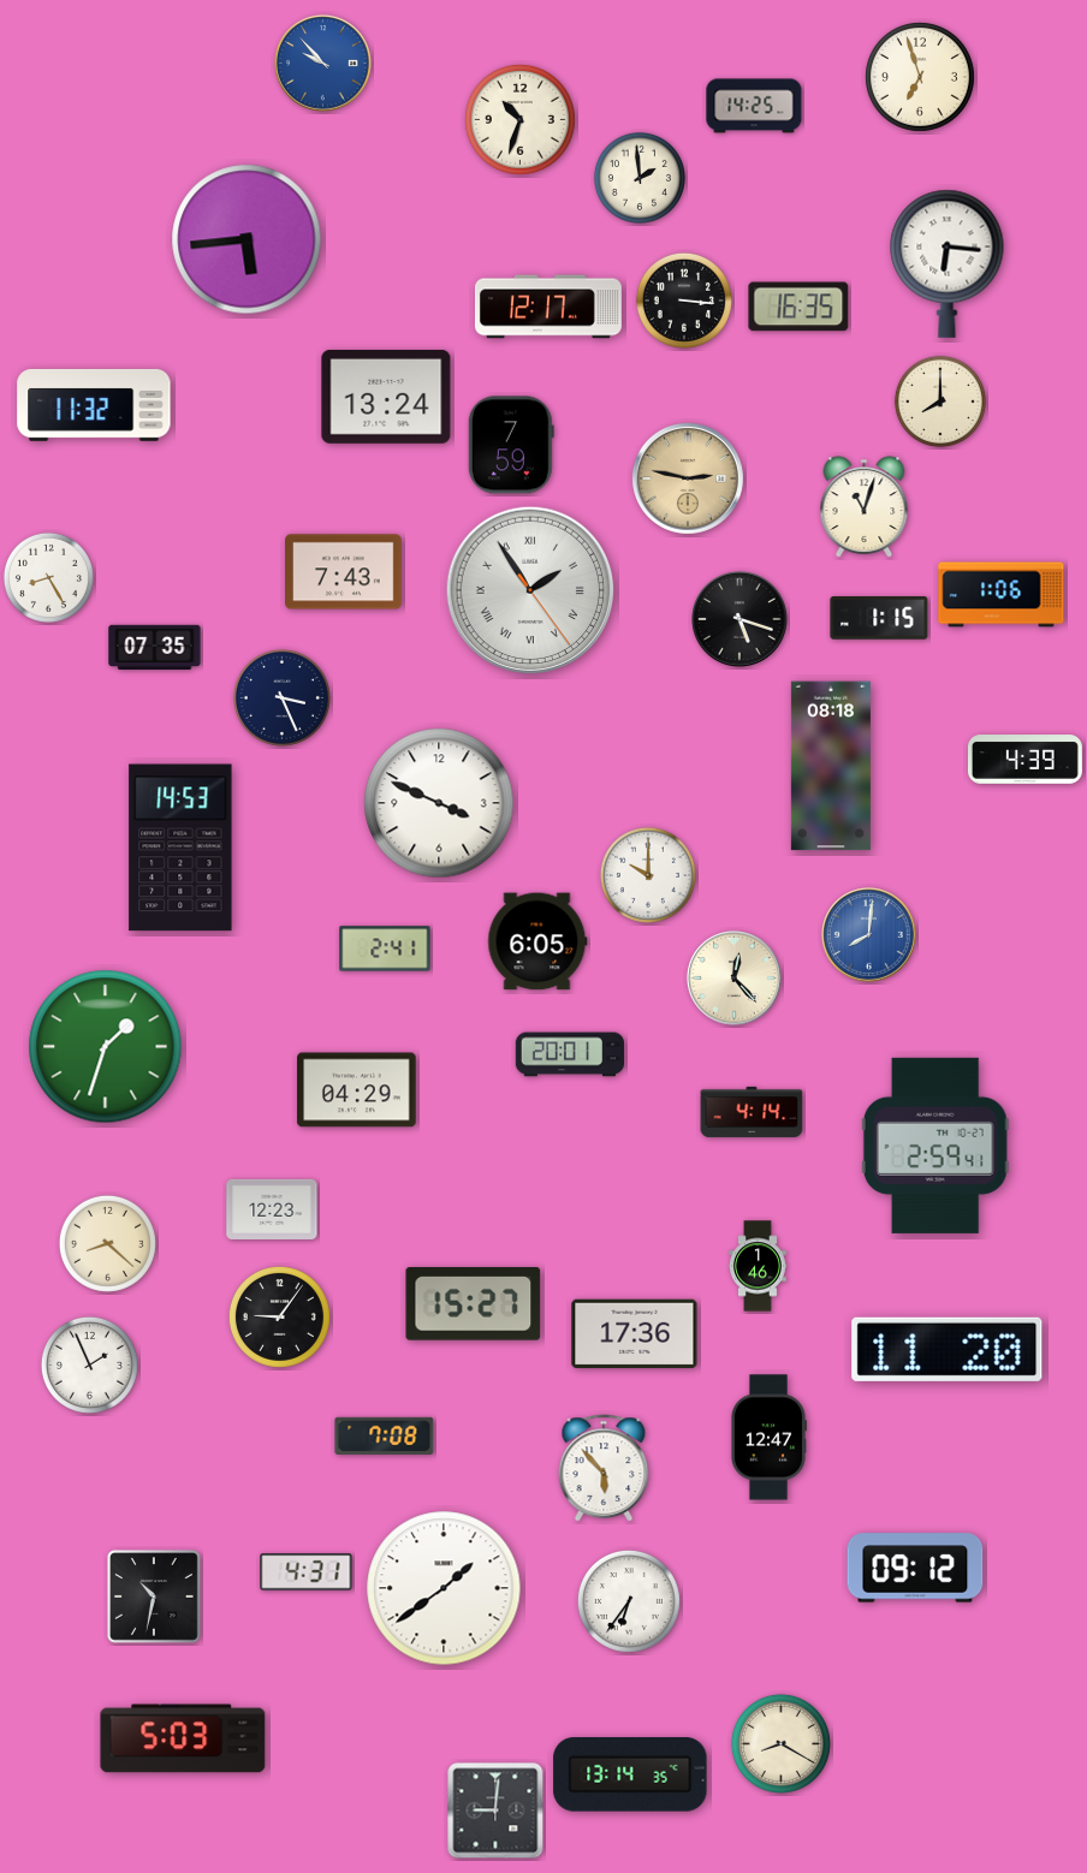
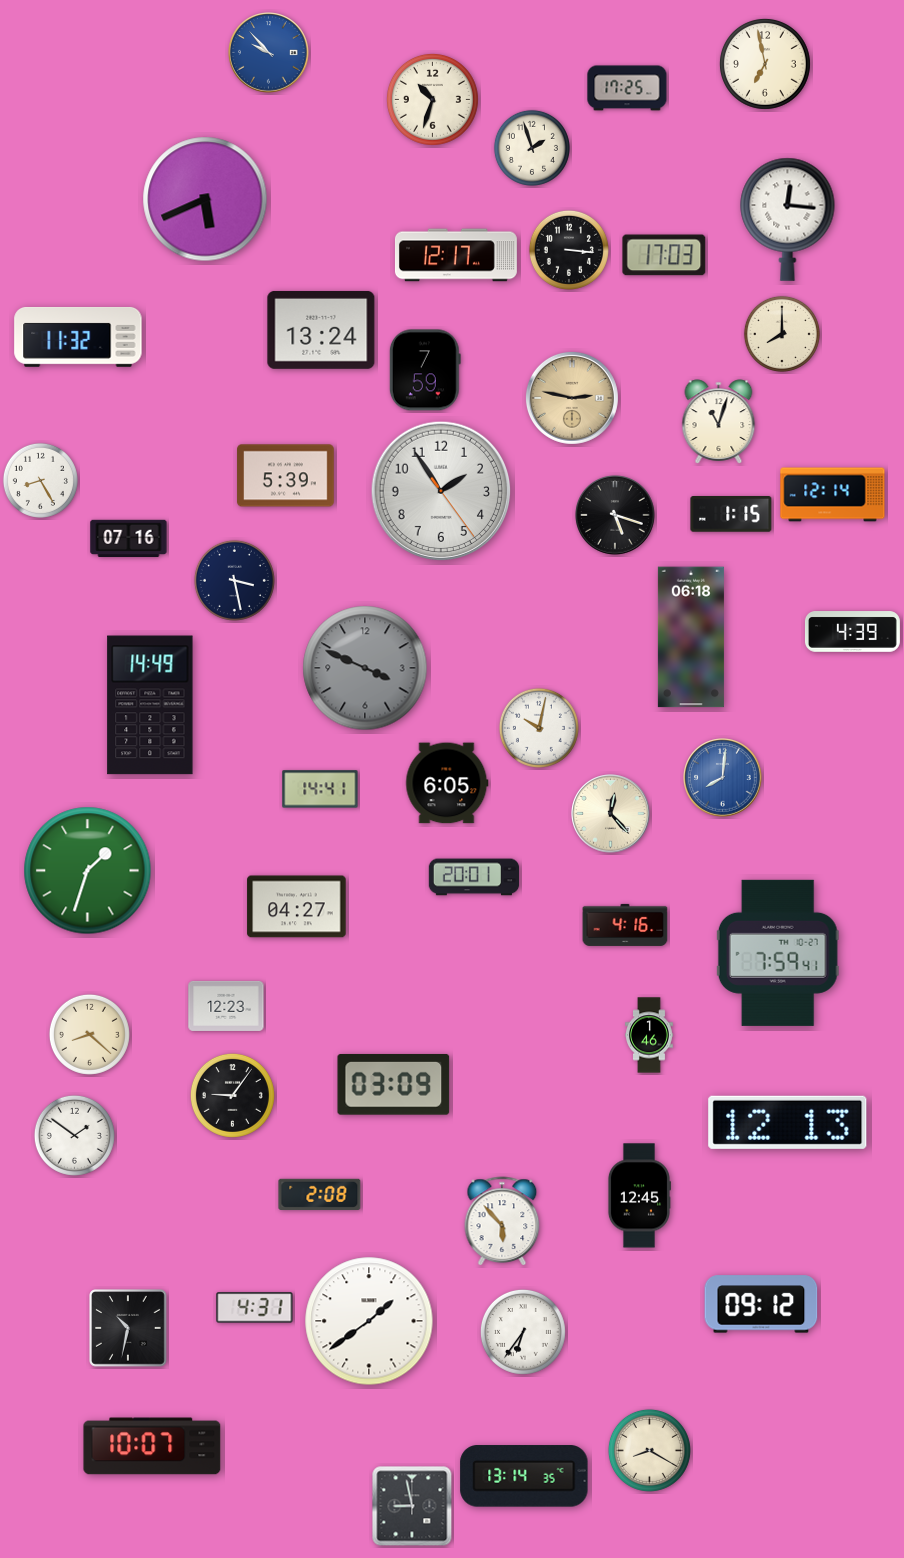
clock at (920, 77): 6:57 -> 6:58
clock at (754, 106): 14:25 -> 17:25
clock at (640, 178): 1:59 -> 1:57
clock at (246, 239): 5:44 -> 5:41
clock at (948, 263): 6:16 -> 12:16
clock at (798, 307): 16:35 -> 17:03
clock at (344, 572): 7:43 -> 5:39
clock at (530, 590) numerals: Roman -> Arabic
clock at (1002, 595): 1:06 -> 12:14
clock at (155, 647): 07:35 -> 07:16
clock at (281, 697): 3:26 -> 3:28
clock at (831, 766): 08:18 -> 06:18
clock at (439, 803) dial: white -> grey
clock at (180, 848): 14:53 -> 14:49
clock at (648, 875): 10:00 -> 10:02
clock at (385, 949): 2:41 -> 14:41
clock at (357, 1090): 04:29 -> 04:27
clock at (752, 1112): 4:14 -> 4:16
clock at (935, 1146): 2:59 -> 7:59
clock at (758, 1266) position: (758, 1266) -> (649, 1035)
clock at (474, 1303): 15:27 -> 03:09
clock at (635, 1334): 17:36 -> none
clock at (948, 1349): 11:20 -> 12:13
clock at (89, 1364): 1:56 -> 1:51
clock at (385, 1435): 7:08 -> 2:08
clock at (768, 1438): 12:47 -> 12:45
clock at (183, 1738): 5:03 -> 10:07
clock at (495, 1810): 9:01 -> 8:58
